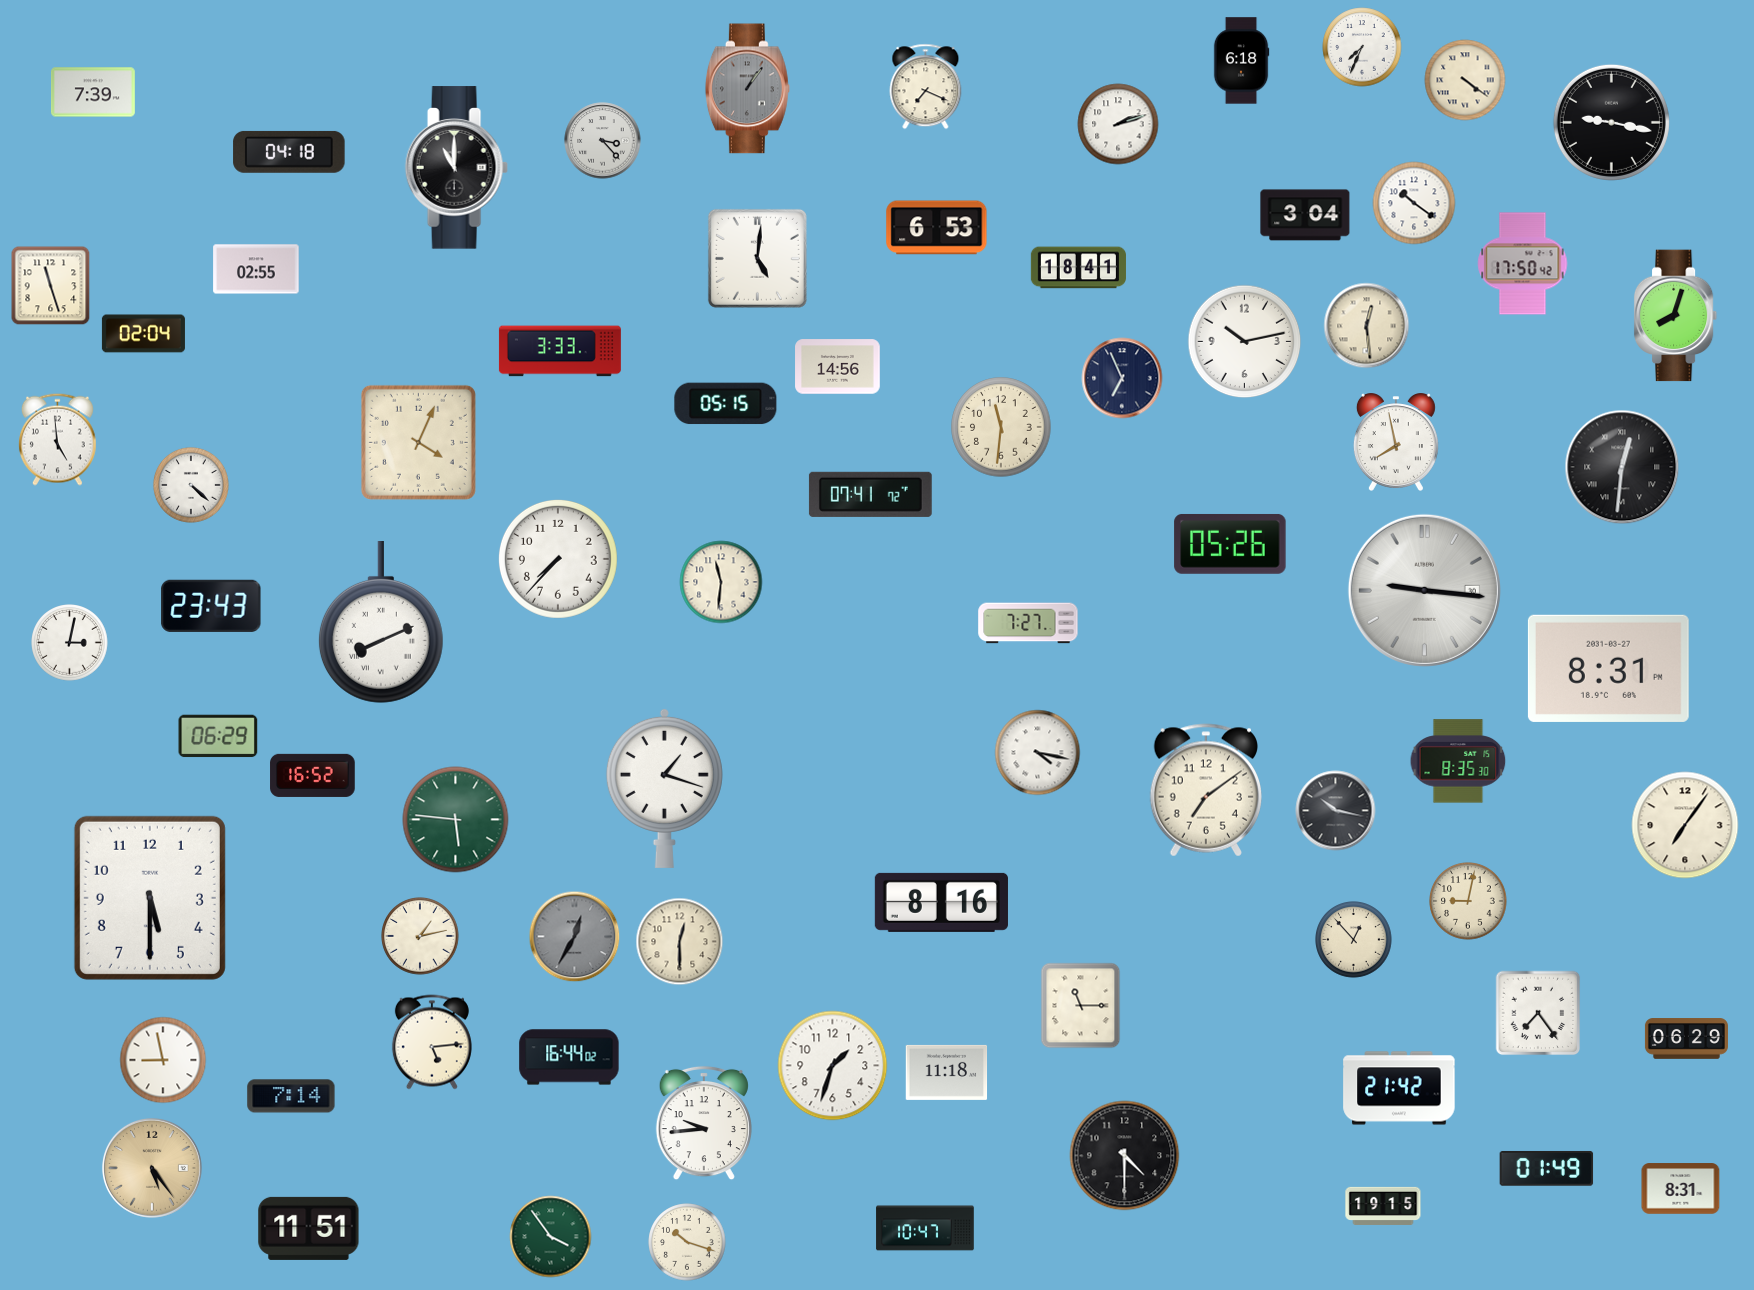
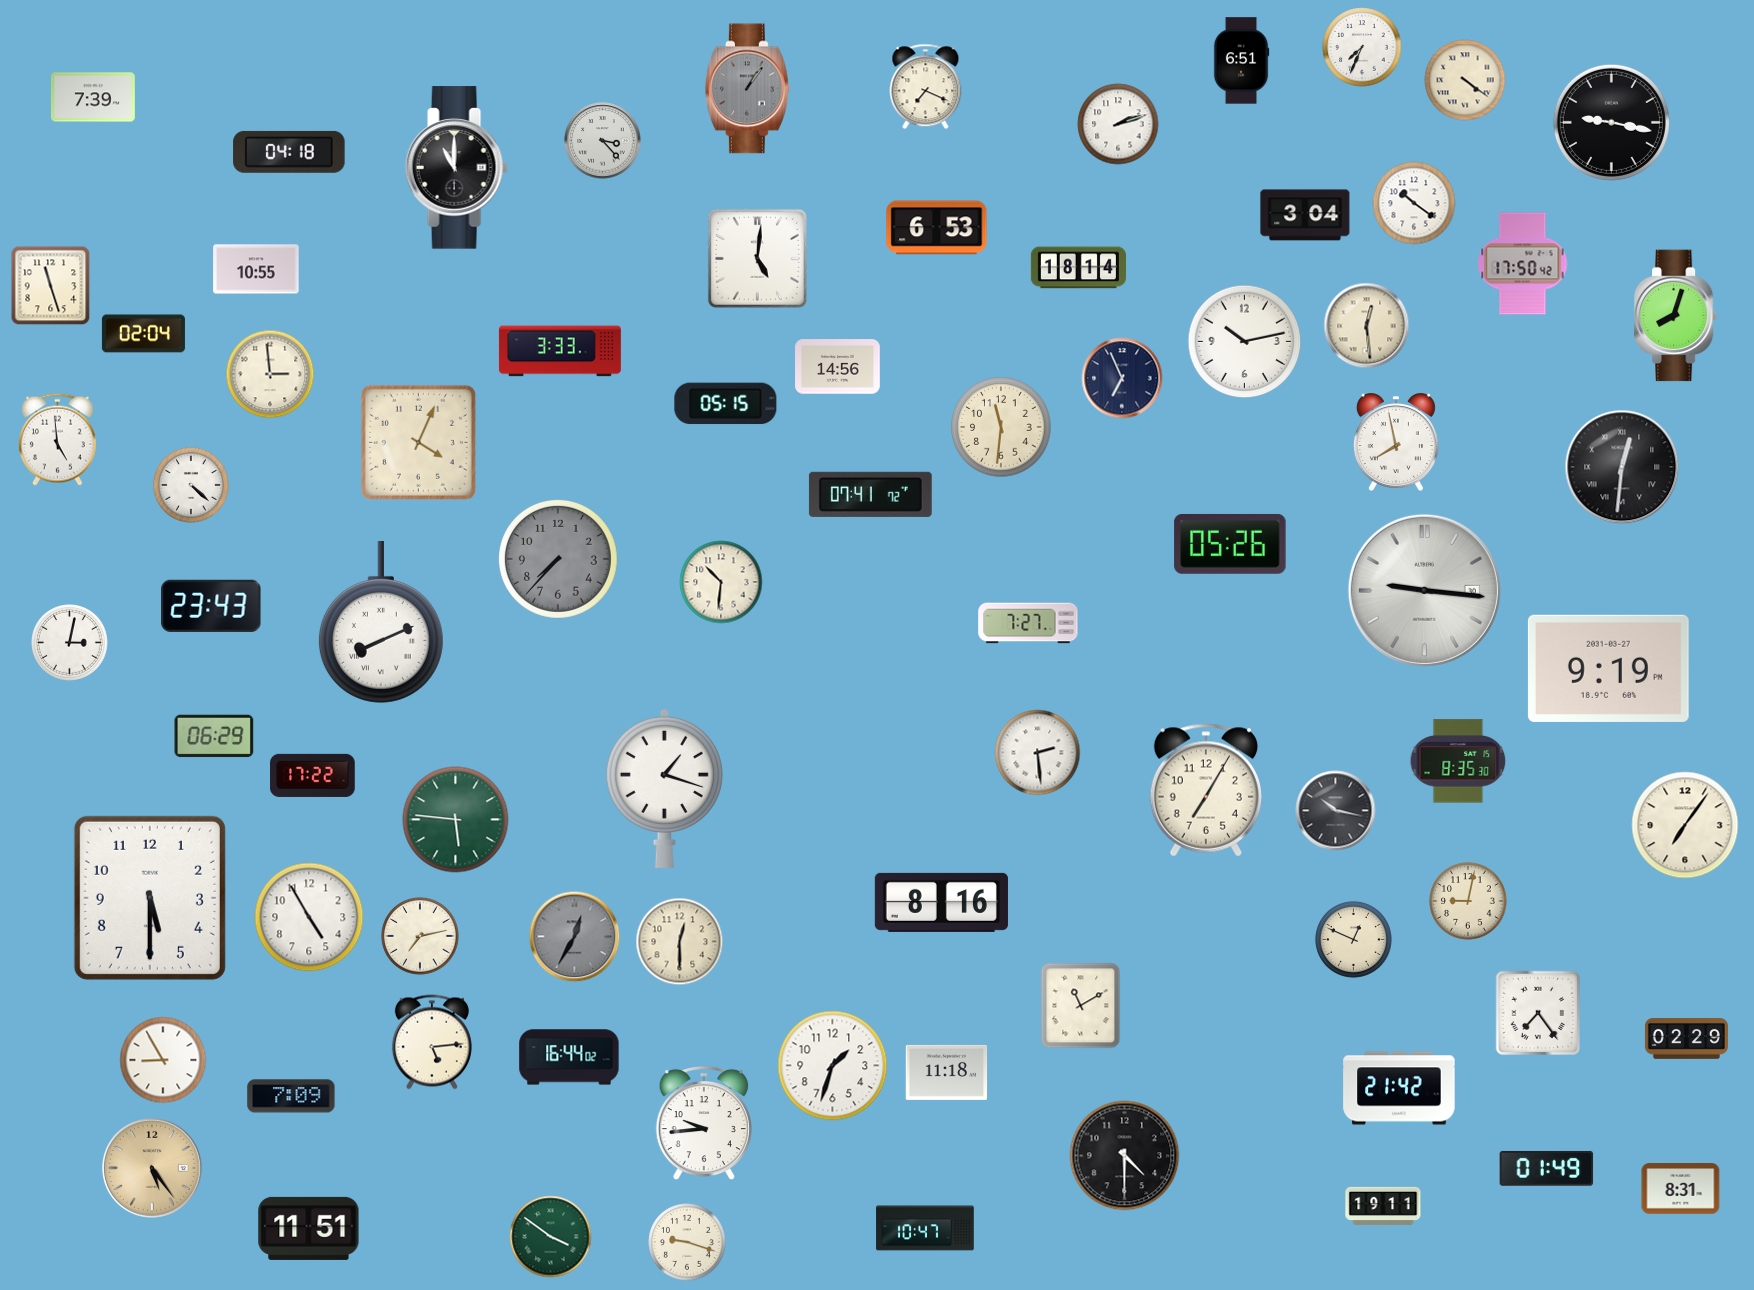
clock at (1241, 61): 6:18 -> 6:51
clock at (93, 92) position: (93, 92) -> (93, 97)
clock at (1078, 268): 18:41 -> 18:14
clock at (256, 269): 02:55 -> 10:55
clock at (270, 374): none -> 2:59
clock at (558, 559) dial: white -> grey
clock at (721, 582): 11:31 -> 10:31
clock at (1608, 668): 8:31 -> 9:19
clock at (218, 736) position: (218, 736) -> (214, 736)
clock at (1038, 753): 4:17 -> 2:29
clock at (313, 775): 16:52 -> 17:22
clock at (1205, 790): 7:09 -> 7:05
clock at (309, 917): none -> 4:55
clock at (420, 936): 1:13 -> 7:13
clock at (1354, 940): 12:53 -> 12:49
clock at (1081, 1006): 11:15 -> 11:10
clock at (1686, 1039): 06:29 -> 02:29
clock at (163, 1060): 8:58 -> 8:55
clock at (291, 1096): 7:14 -> 7:09
clock at (1383, 1206): 19:15 -> 19:11
clock at (551, 1237): 3:54 -> 3:51
clock at (687, 1242): 10:18 -> 9:18
